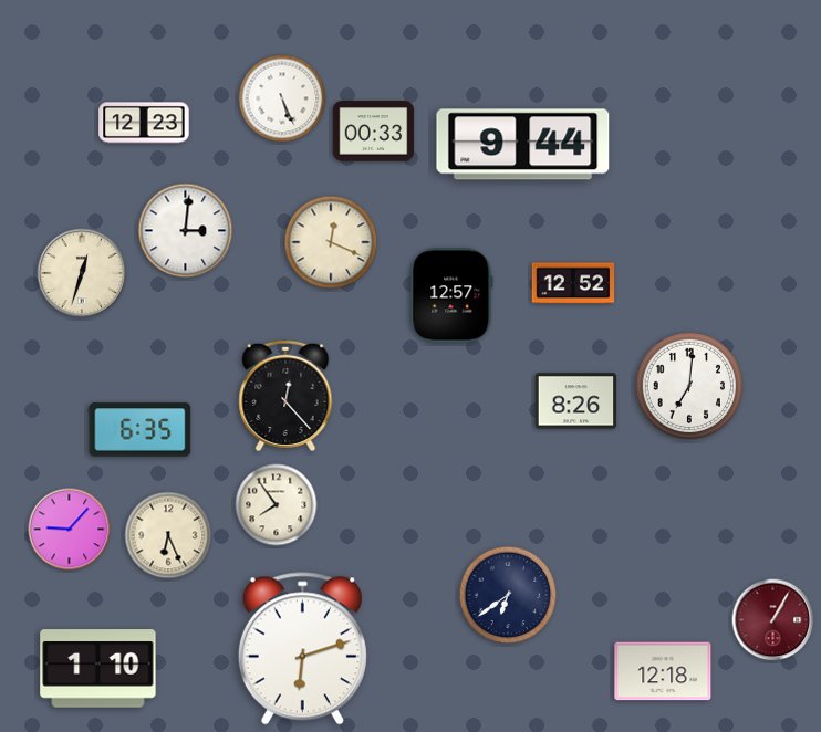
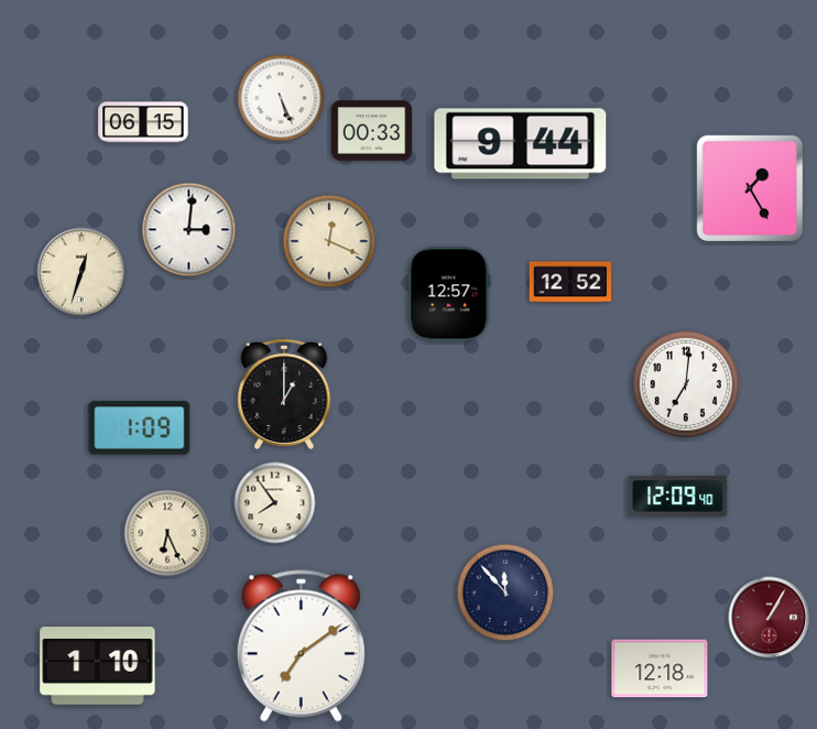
clock at (144, 123): 12:23 -> 06:15
clock at (749, 187): none -> 1:25
clock at (186, 231) position: (186, 231) -> (189, 230)
clock at (285, 395): 12:23 -> 1:00
clock at (576, 401): 8:26 -> none
clock at (141, 430): 6:35 -> 1:09
clock at (678, 497): none -> 12:09
clock at (70, 530): 9:07 -> none
clock at (508, 595): 6:39 -> 11:53
clock at (302, 649): 6:12 -> 7:09
